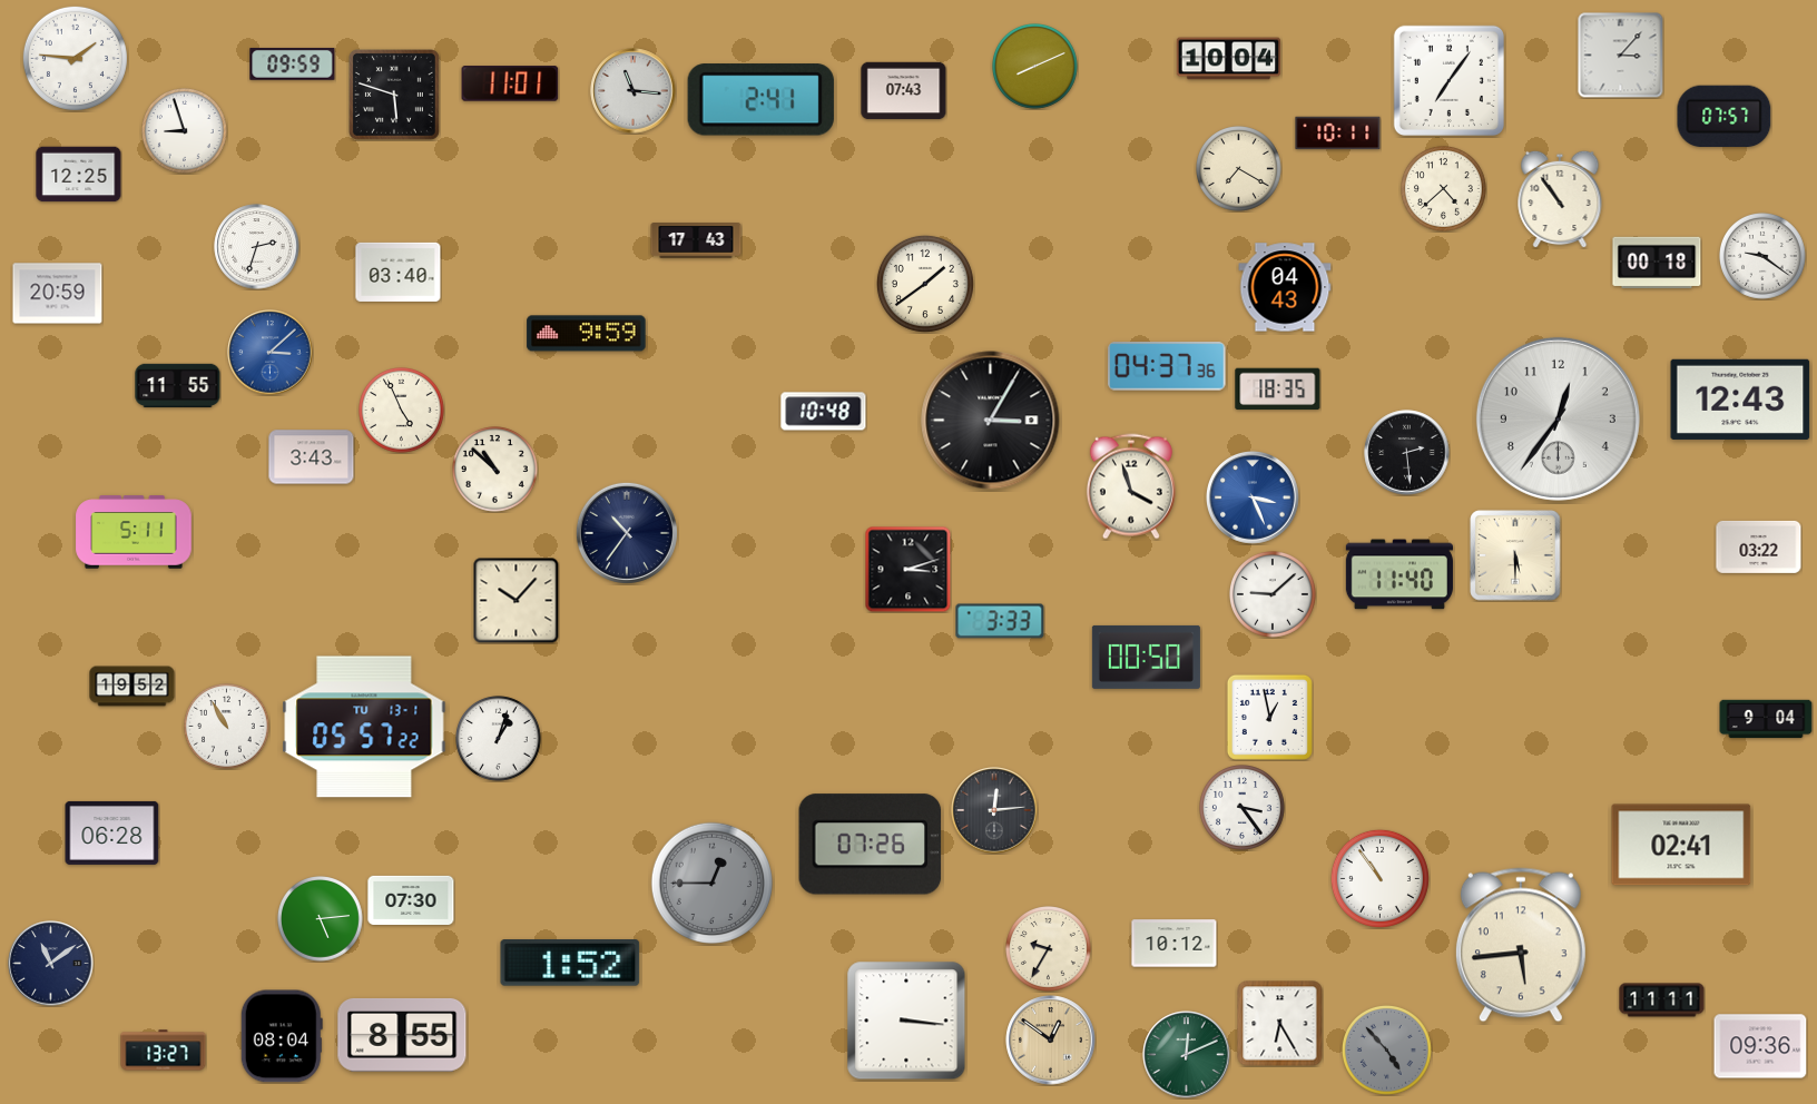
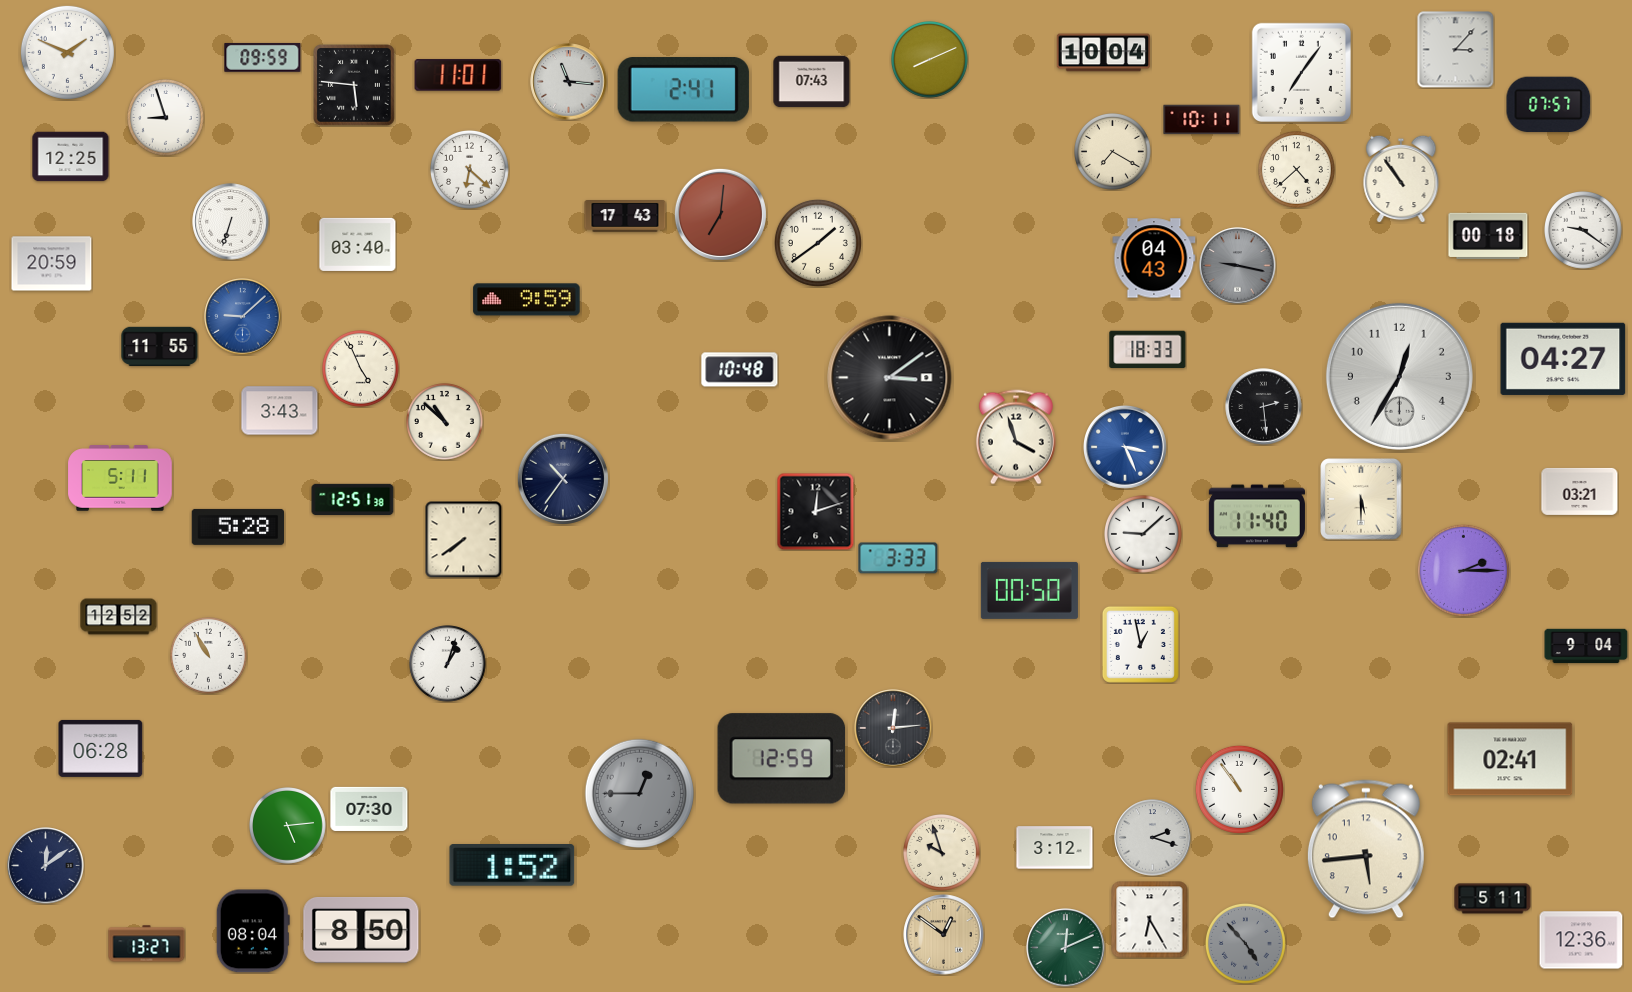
clock at (75, 58): 1:46 -> 1:49
clock at (394, 95): 5:48 -> 5:46
clock at (469, 169): none -> 6:22
clock at (720, 214): none -> 7:01
clock at (257, 247): 2:33 -> 6:33
clock at (925, 284) position: (925, 284) -> (818, 243)
clock at (1238, 266): none -> 9:17
clock at (271, 353): 3:08 -> 9:08
clock at (1167, 366): 04:37 -> none
clock at (1278, 388): 18:35 -> 18:33
clock at (1740, 400): 12:43 -> 04:27
clock at (1558, 418): 12:36 -> 12:35
clock at (991, 421): 3:05 -> 3:09
clock at (1759, 546): 03:22 -> 03:21
clock at (353, 499): none -> 12:51
clock at (907, 569): 3:12 -> 12:12
clock at (238, 527): none -> 5:28
clock at (515, 600): 10:07 -> 7:39
clock at (1463, 570): none -> 2:15
clock at (132, 687): 19:52 -> 12:52
clock at (227, 727) position: (227, 727) -> (209, 656)
clock at (364, 727): 05:57 -> none
clock at (1243, 808): 3:24 -> none
clock at (871, 845): 07:26 -> 12:59
clock at (1153, 838): none -> 2:18
clock at (1175, 944): 10:12 -> 3:12
clock at (1049, 949): 9:35 -> 9:57
clock at (51, 964): 11:09 -> 12:09
clock at (1662, 1000): 11:11 -> 5:11
clock at (906, 1021): 3:16 -> none
clock at (402, 1035): 8:55 -> 8:50
clock at (1760, 1046): 09:36 -> 12:36
